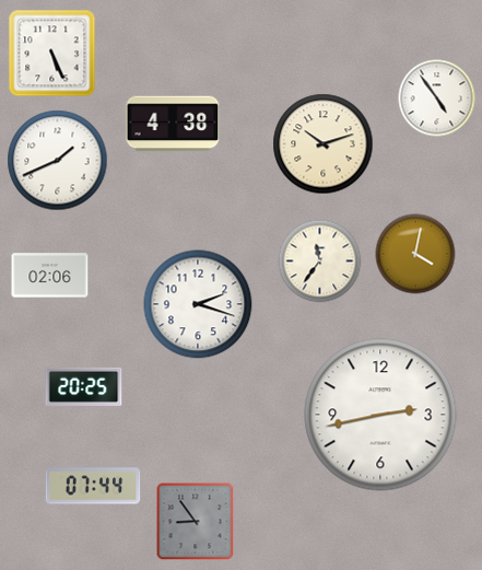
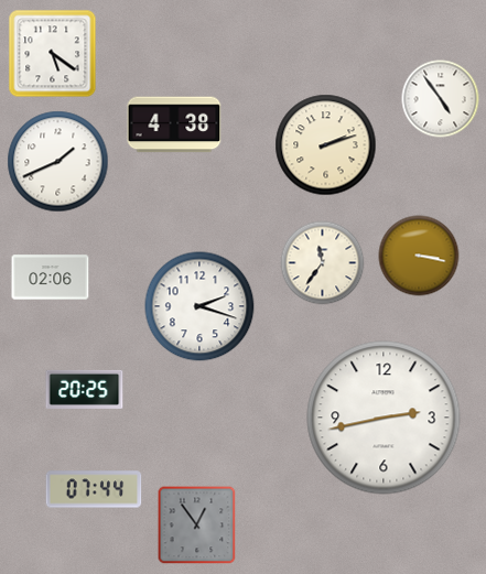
clock at (52, 54): 5:26 -> 5:21
clock at (324, 144): 10:12 -> 2:12
clock at (415, 254): 4:02 -> 3:17
clock at (196, 522): 8:54 -> 12:54
